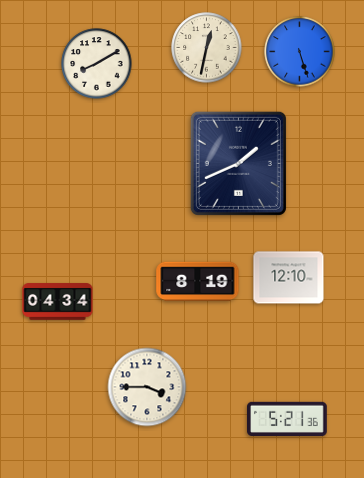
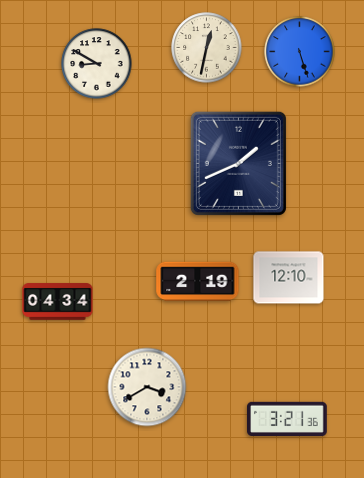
clock at (97, 64): 8:10 -> 8:50
clock at (198, 282): 8:19 -> 2:19
clock at (147, 387): 3:45 -> 3:40
clock at (288, 418): 5:21 -> 3:21
